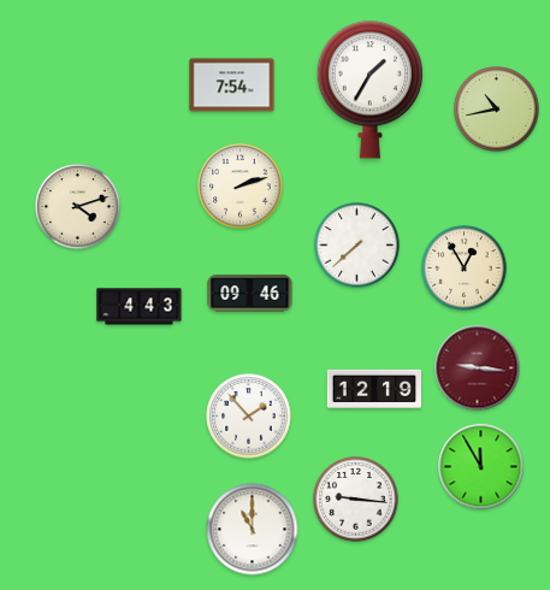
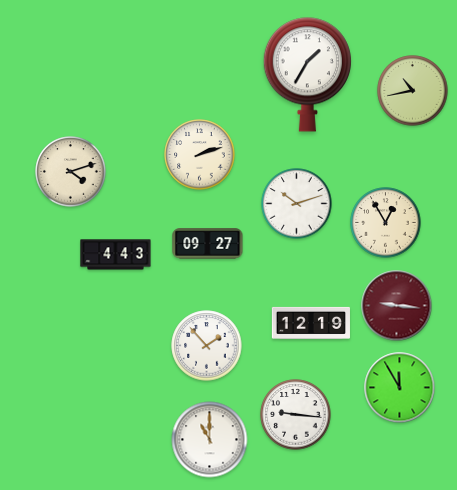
clock at (232, 85): 7:54 -> none
clock at (78, 207) position: (78, 207) -> (71, 172)
clock at (357, 246): 7:38 -> 10:12
clock at (250, 294): 09:46 -> 09:27
